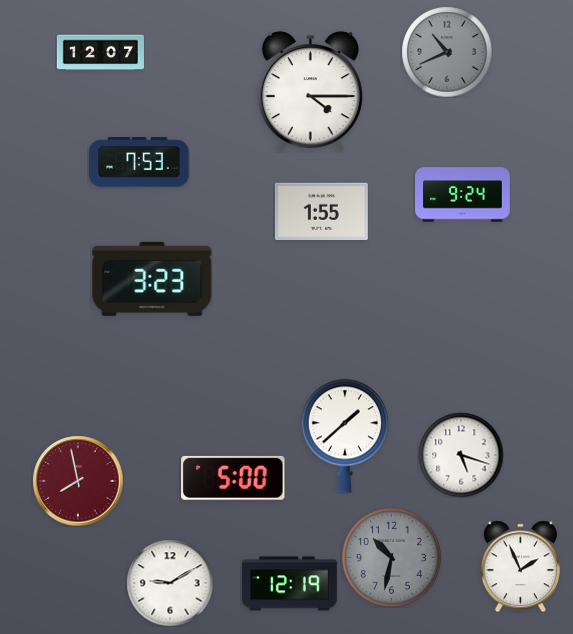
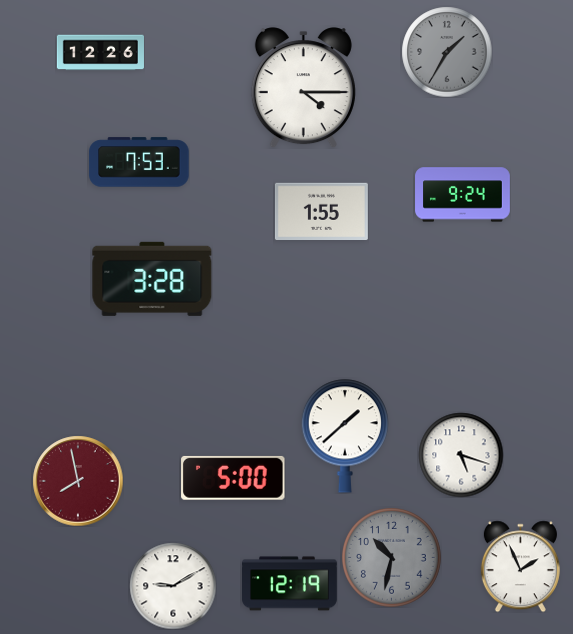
clock at (447, 52): 10:41 -> 1:35
clock at (100, 53): 12:07 -> 12:26
clock at (310, 92) position: (310, 92) -> (303, 88)
clock at (152, 279): 3:23 -> 3:28
clock at (170, 583) position: (170, 583) -> (173, 586)
